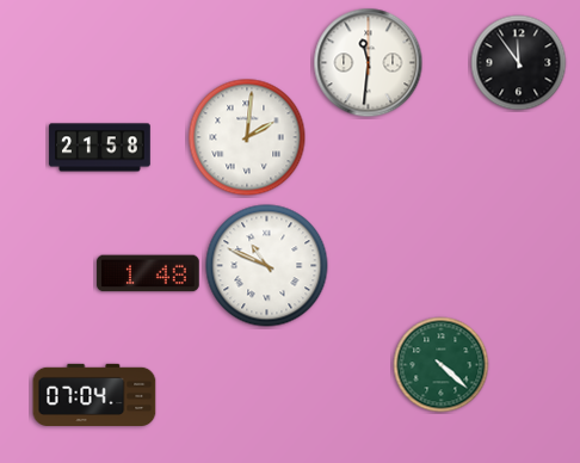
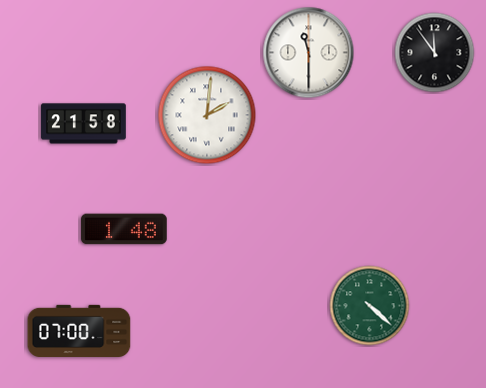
clock at (369, 63): 11:31 -> 11:30
clock at (267, 266): 10:49 -> none
clock at (94, 394): 07:04 -> 07:00
